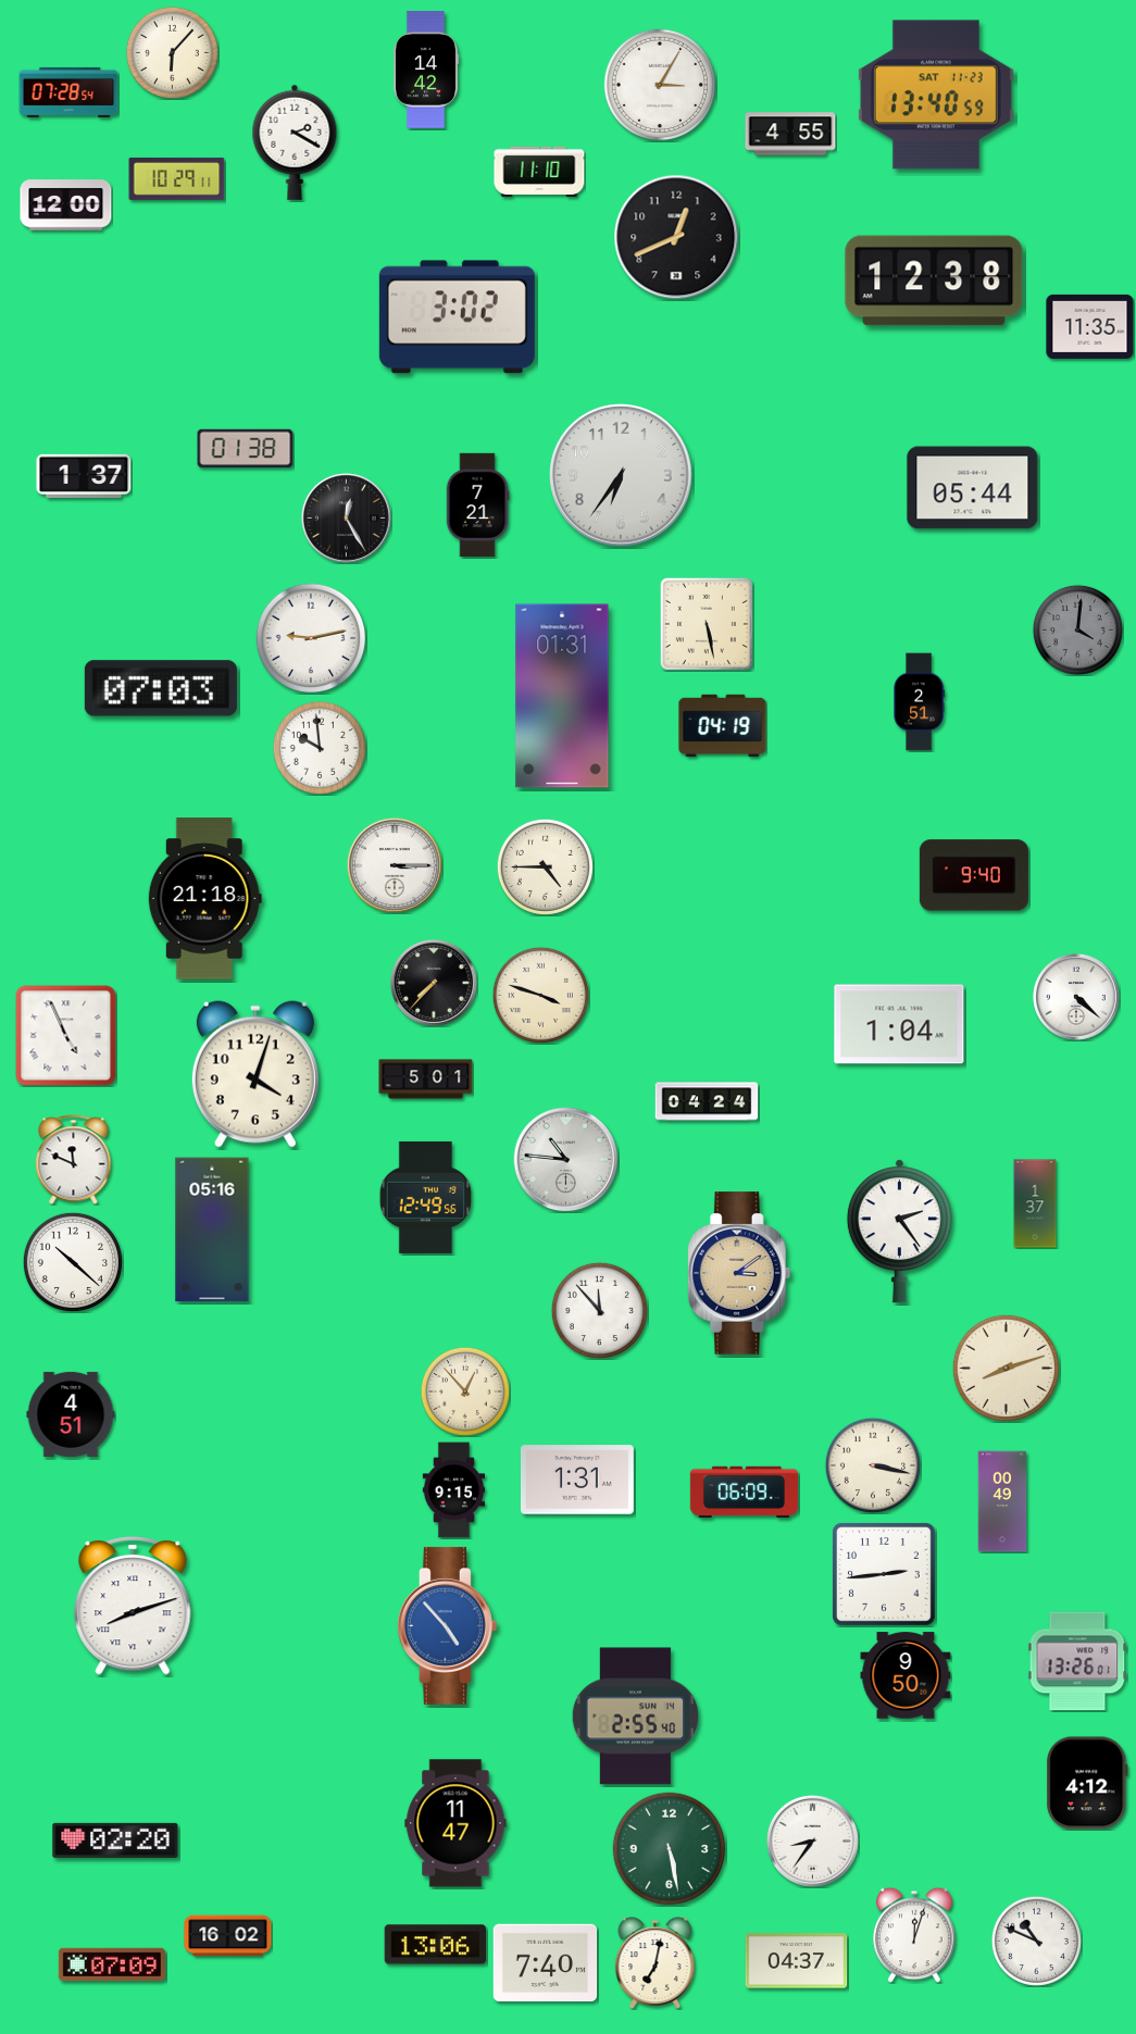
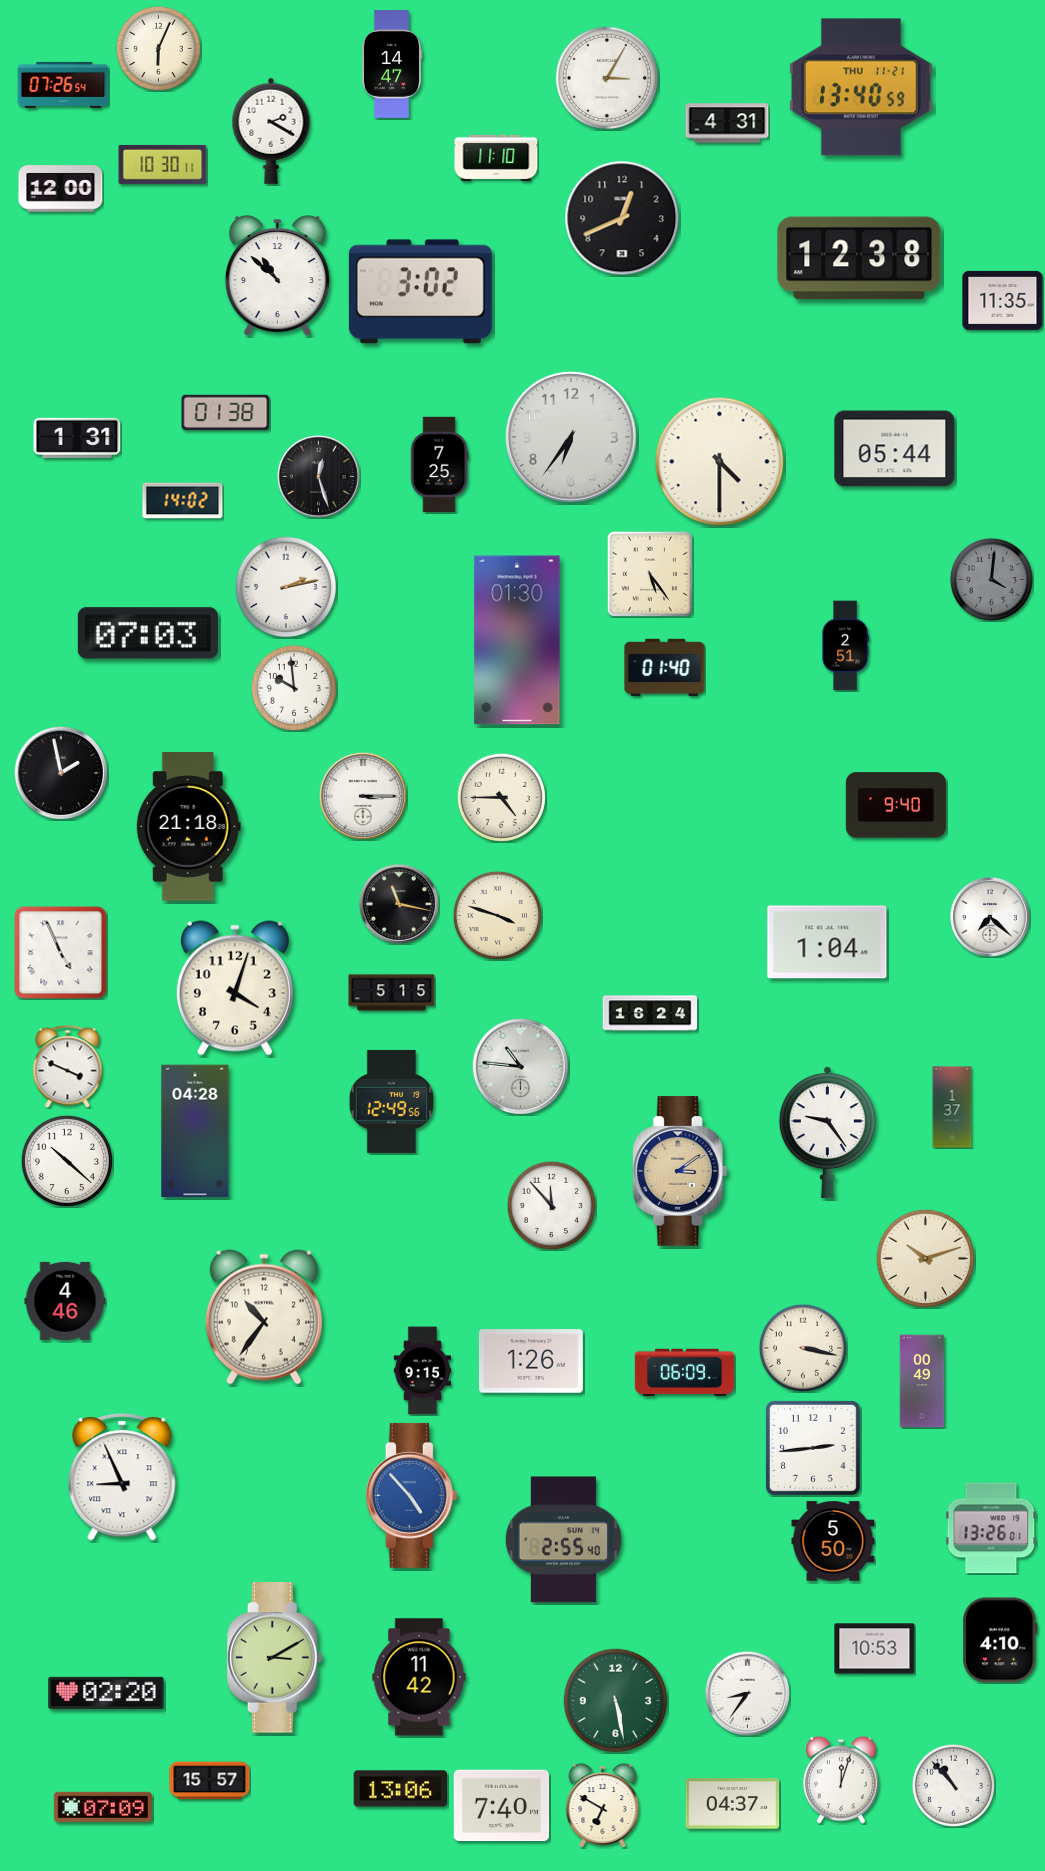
clock at (172, 52): 6:07 -> 6:04
clock at (426, 70): 14:42 -> 14:47
clock at (68, 92): 07:28 -> 07:26
clock at (936, 95) date: SAT 11-23 -> THU 11-21
clock at (790, 134): 4:55 -> 4:31
clock at (177, 178): 10:29 -> 10:30
clock at (277, 277): none -> 10:52
clock at (84, 476): 1:37 -> 1:31
clock at (720, 462): none -> 4:30
clock at (477, 506): 7:21 -> 7:25
clock at (346, 517): 12:25 -> 12:27
clock at (183, 501): none -> 14:02
clock at (707, 624): 5:28 -> 5:24
clock at (311, 638): 9:13 -> 2:13
clock at (562, 696): 01:31 -> 01:30
clock at (723, 726): 04:19 -> 01:40
clock at (61, 773): none -> 1:58
clock at (435, 984): 7:37 -> 11:17
clock at (1077, 998): 4:22 -> 7:22
clock at (426, 1080): 5:01 -> 5:15
clock at (707, 1101): 04:24 -> 16:24
clock at (74, 1160): 11:49 -> 3:49
clock at (212, 1230): 05:16 -> 04:28
clock at (899, 1232): 2:24 -> 9:24
clock at (1007, 1369): 8:12 -> 10:12
clock at (465, 1392): 12:53 -> none
clock at (71, 1414): 4:51 -> 4:46
clock at (264, 1317): none -> 10:36
clock at (577, 1480): 1:31 -> 1:26
clock at (454, 1490) position: (454, 1490) -> (423, 1371)
clock at (133, 1606): 8:12 -> 8:56
clock at (906, 1675): 9:50 -> 5:50
clock at (635, 1717) position: (635, 1717) -> (563, 1540)
clock at (1087, 1783): 4:12 -> 4:10
clock at (875, 1649): none -> 10:53
clock at (275, 1658): none -> 3:10
clock at (455, 1823): 11:47 -> 11:42
clock at (228, 1936): 16:02 -> 15:57
clock at (1036, 1941): 10:49 -> 10:53
clock at (656, 1962): 7:02 -> 6:50
